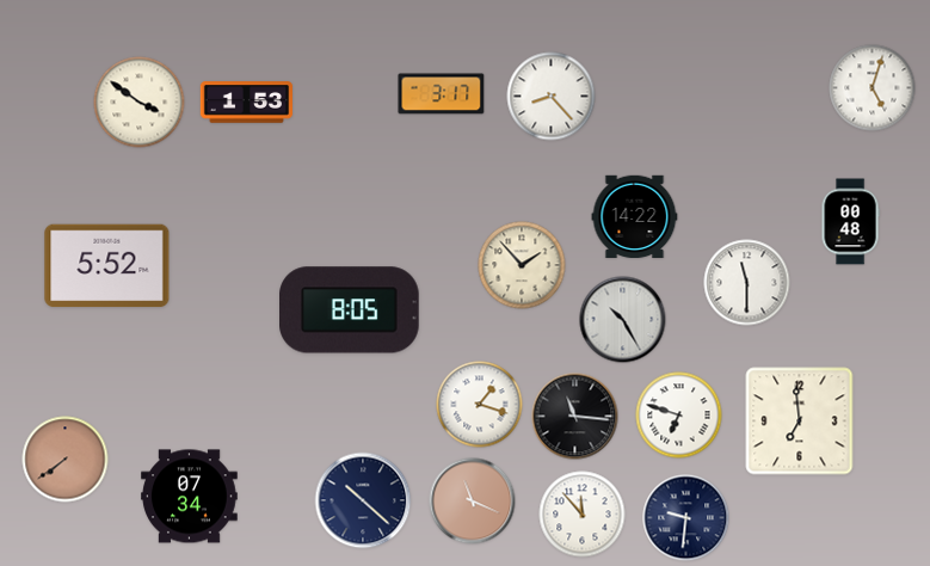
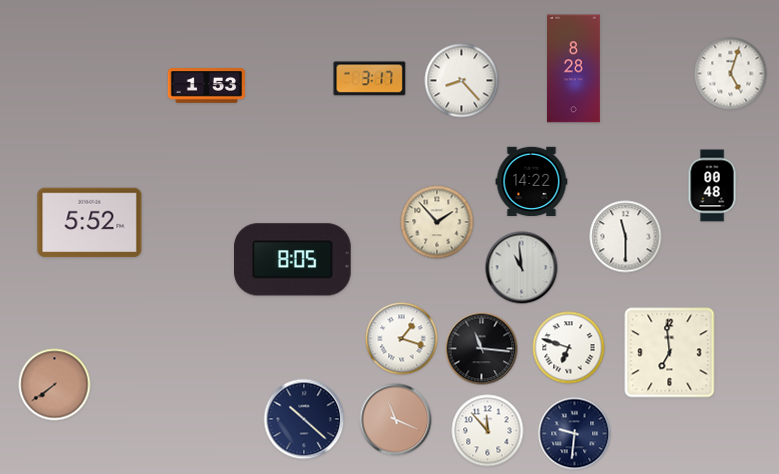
clock at (573, 69): none -> 8:28
clock at (140, 103): 3:51 -> none
clock at (623, 320): 10:25 -> 10:59
clock at (190, 497): 07:34 -> none
